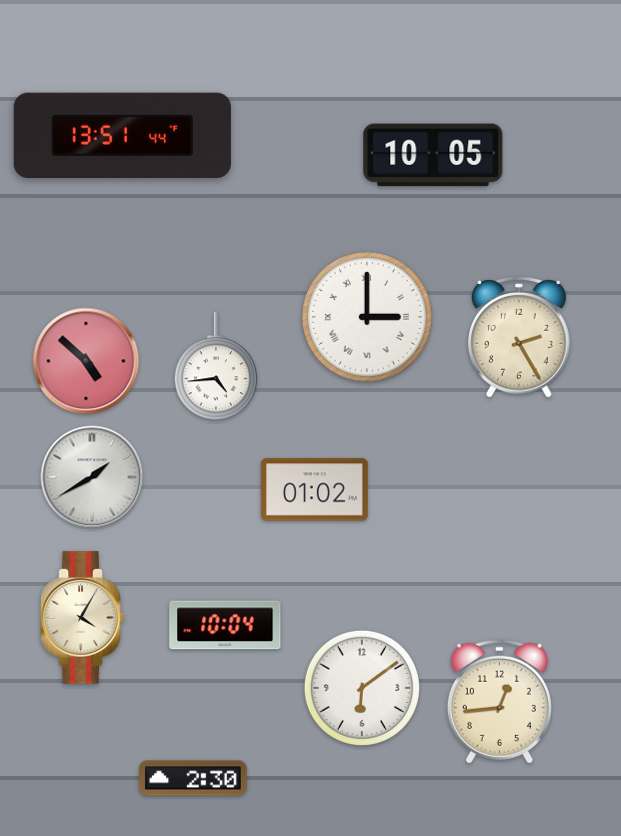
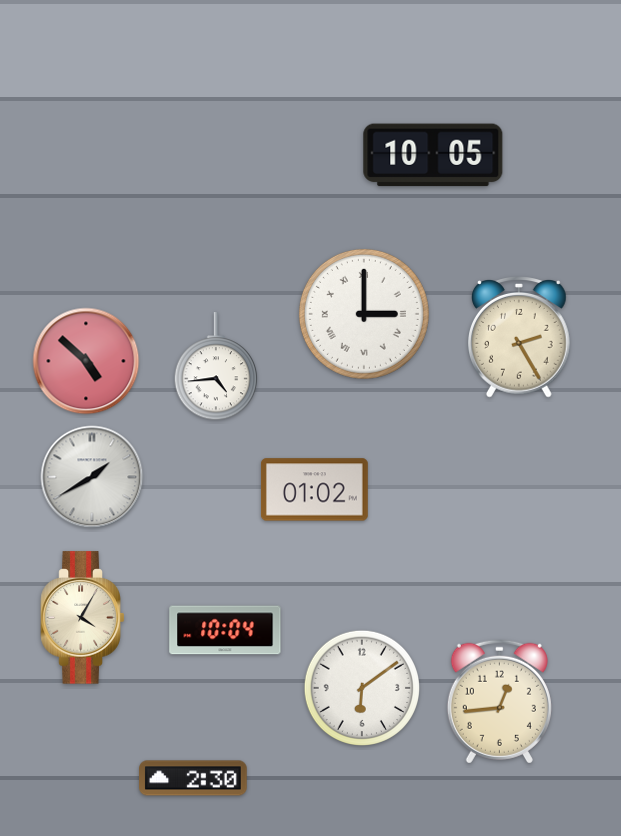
clock at (122, 135): 13:51 -> none
clock at (367, 317) position: (367, 317) -> (364, 314)
clock at (225, 625) position: (225, 625) -> (225, 630)
